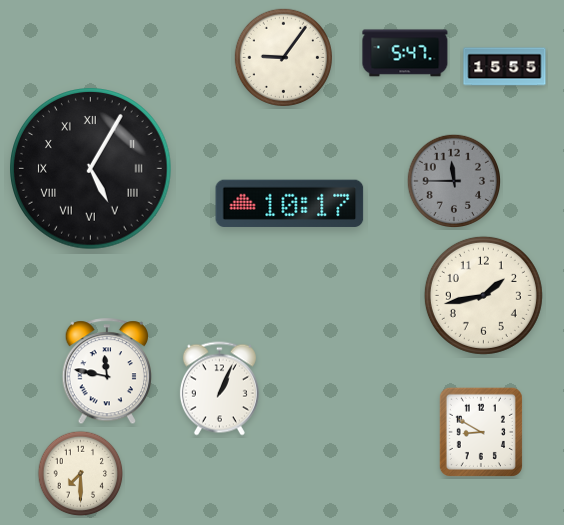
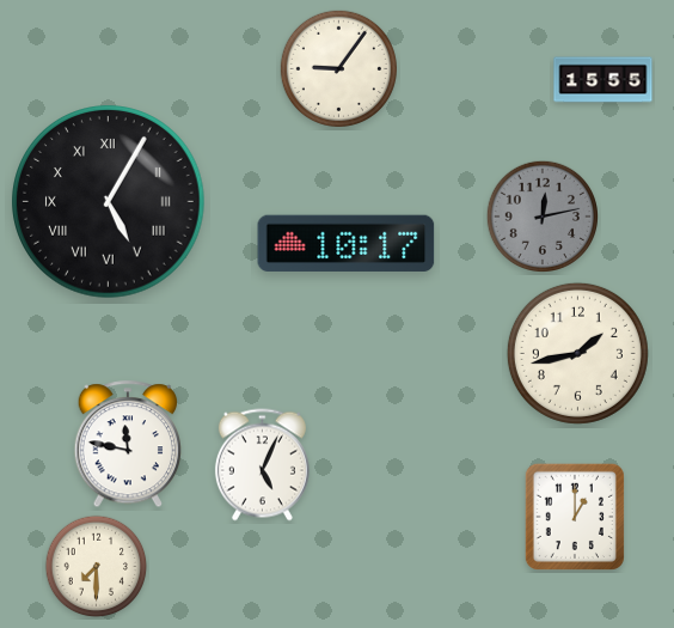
clock at (405, 53): 5:47 -> none
clock at (453, 180): 11:45 -> 12:13
clock at (219, 389): 1:04 -> 5:04
clock at (481, 432): 8:50 -> 1:00
